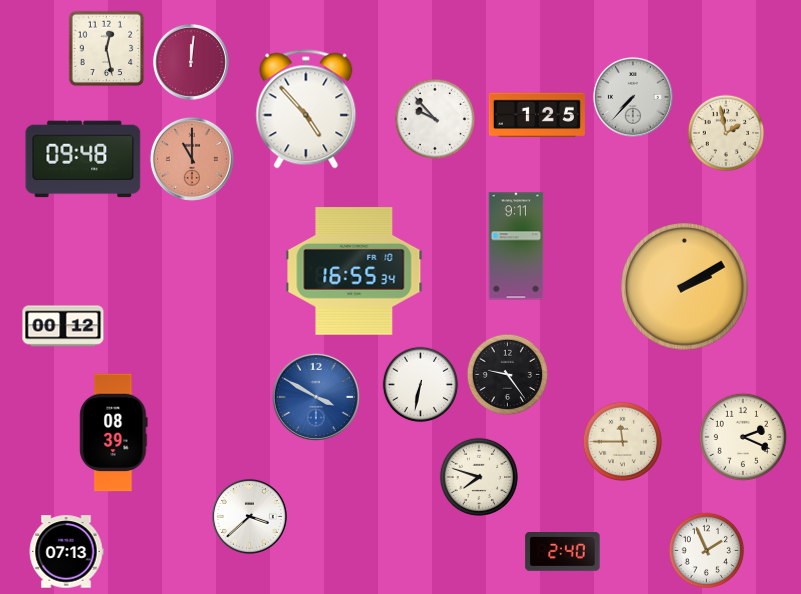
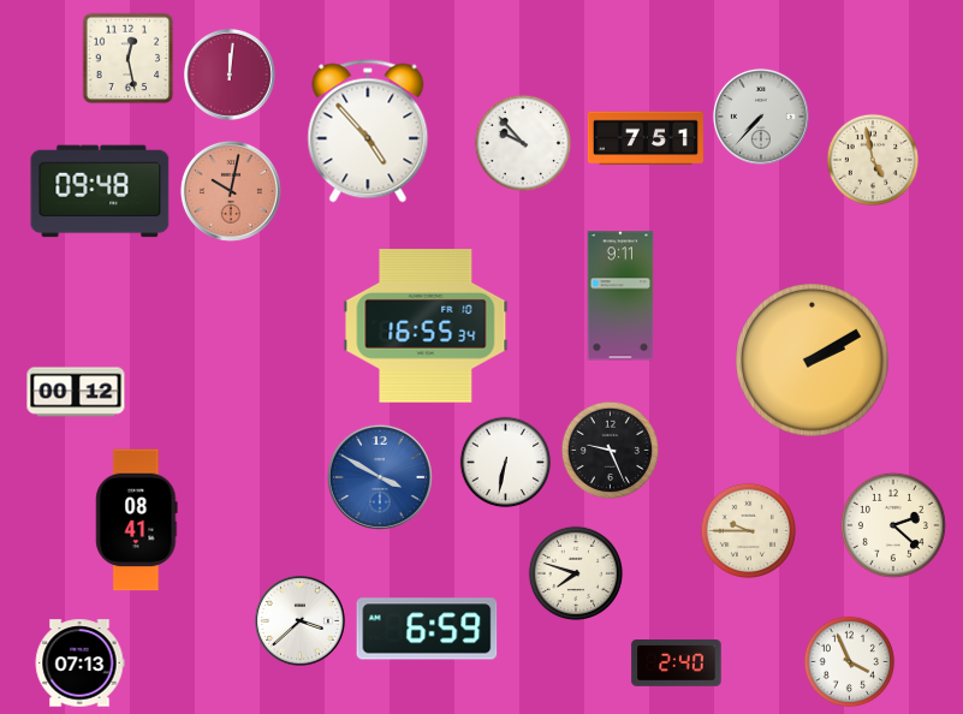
clock at (537, 115): 1:25 -> 7:51
clock at (726, 133): 1:58 -> 4:58
clock at (192, 159): 11:00 -> 10:02
clock at (685, 287) position: (685, 287) -> (813, 361)
clock at (507, 374): 9:24 -> 9:26
clock at (114, 433): 08:39 -> 08:41
clock at (743, 437): 2:19 -> 2:22
clock at (622, 441): 11:45 -> 9:45
clock at (427, 629): none -> 6:59
clock at (707, 551): 1:56 -> 3:56
